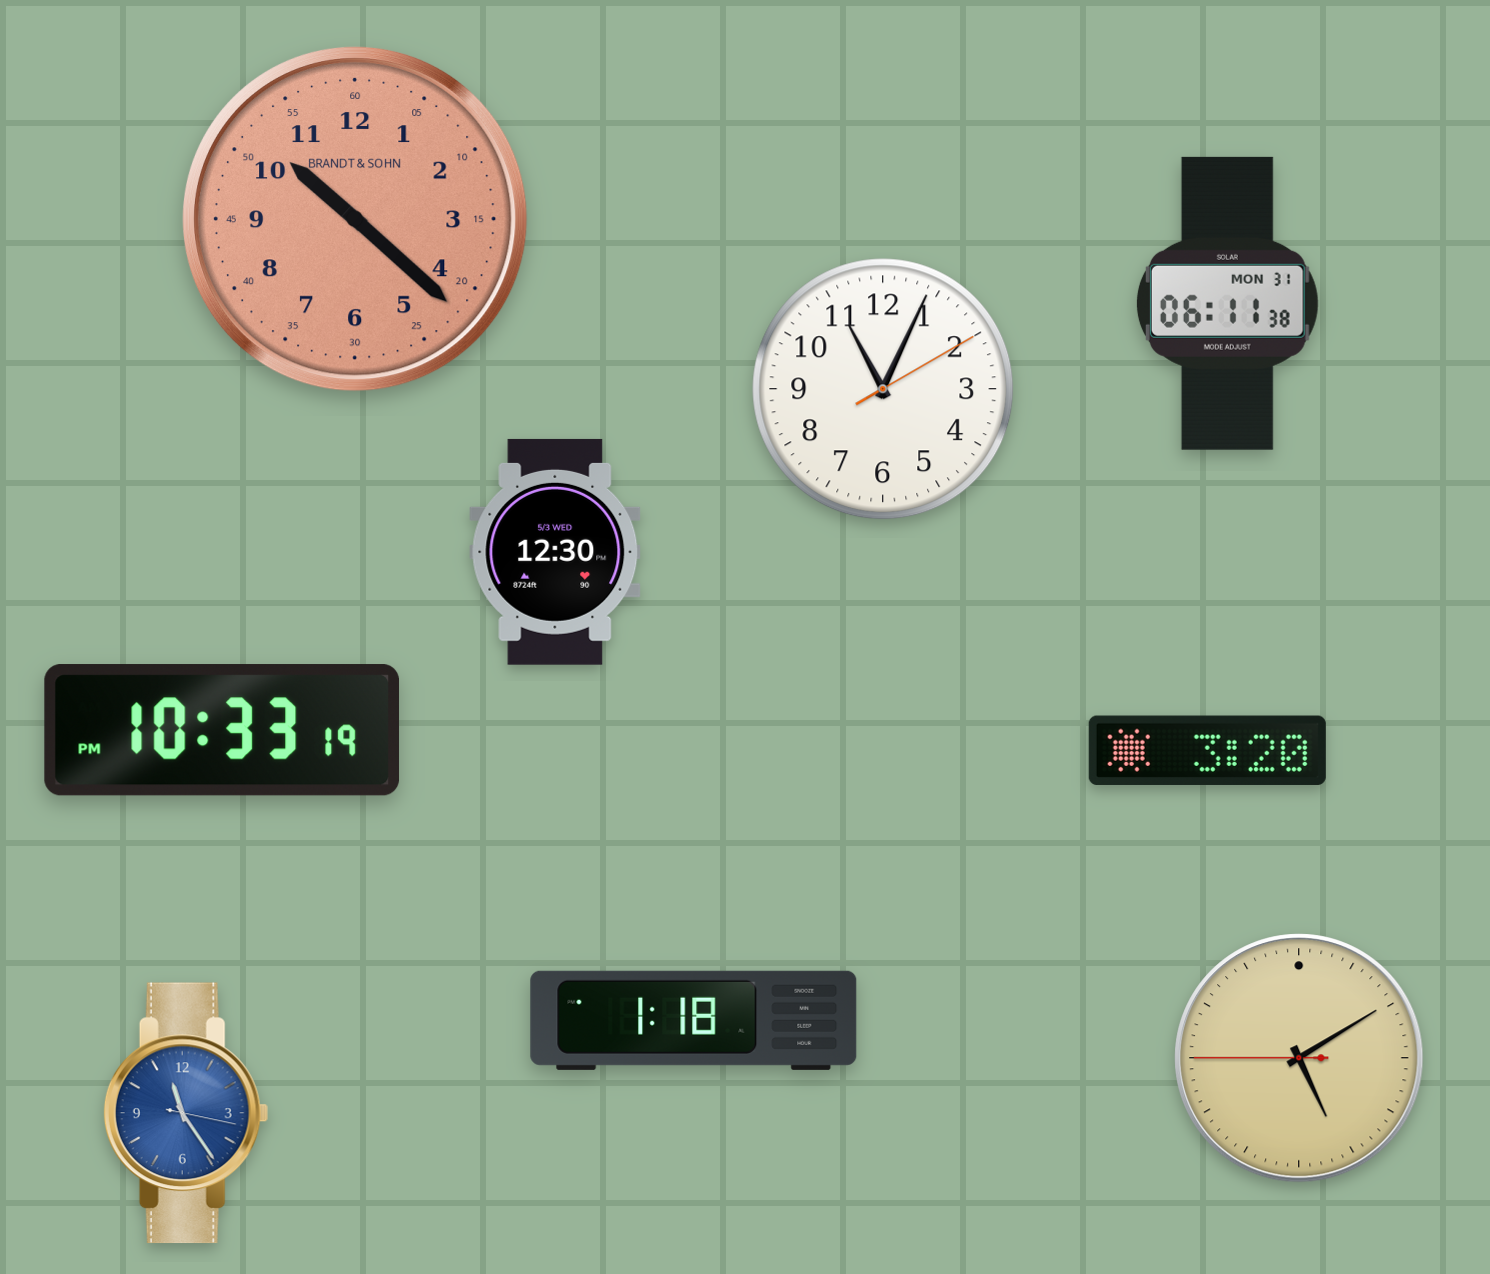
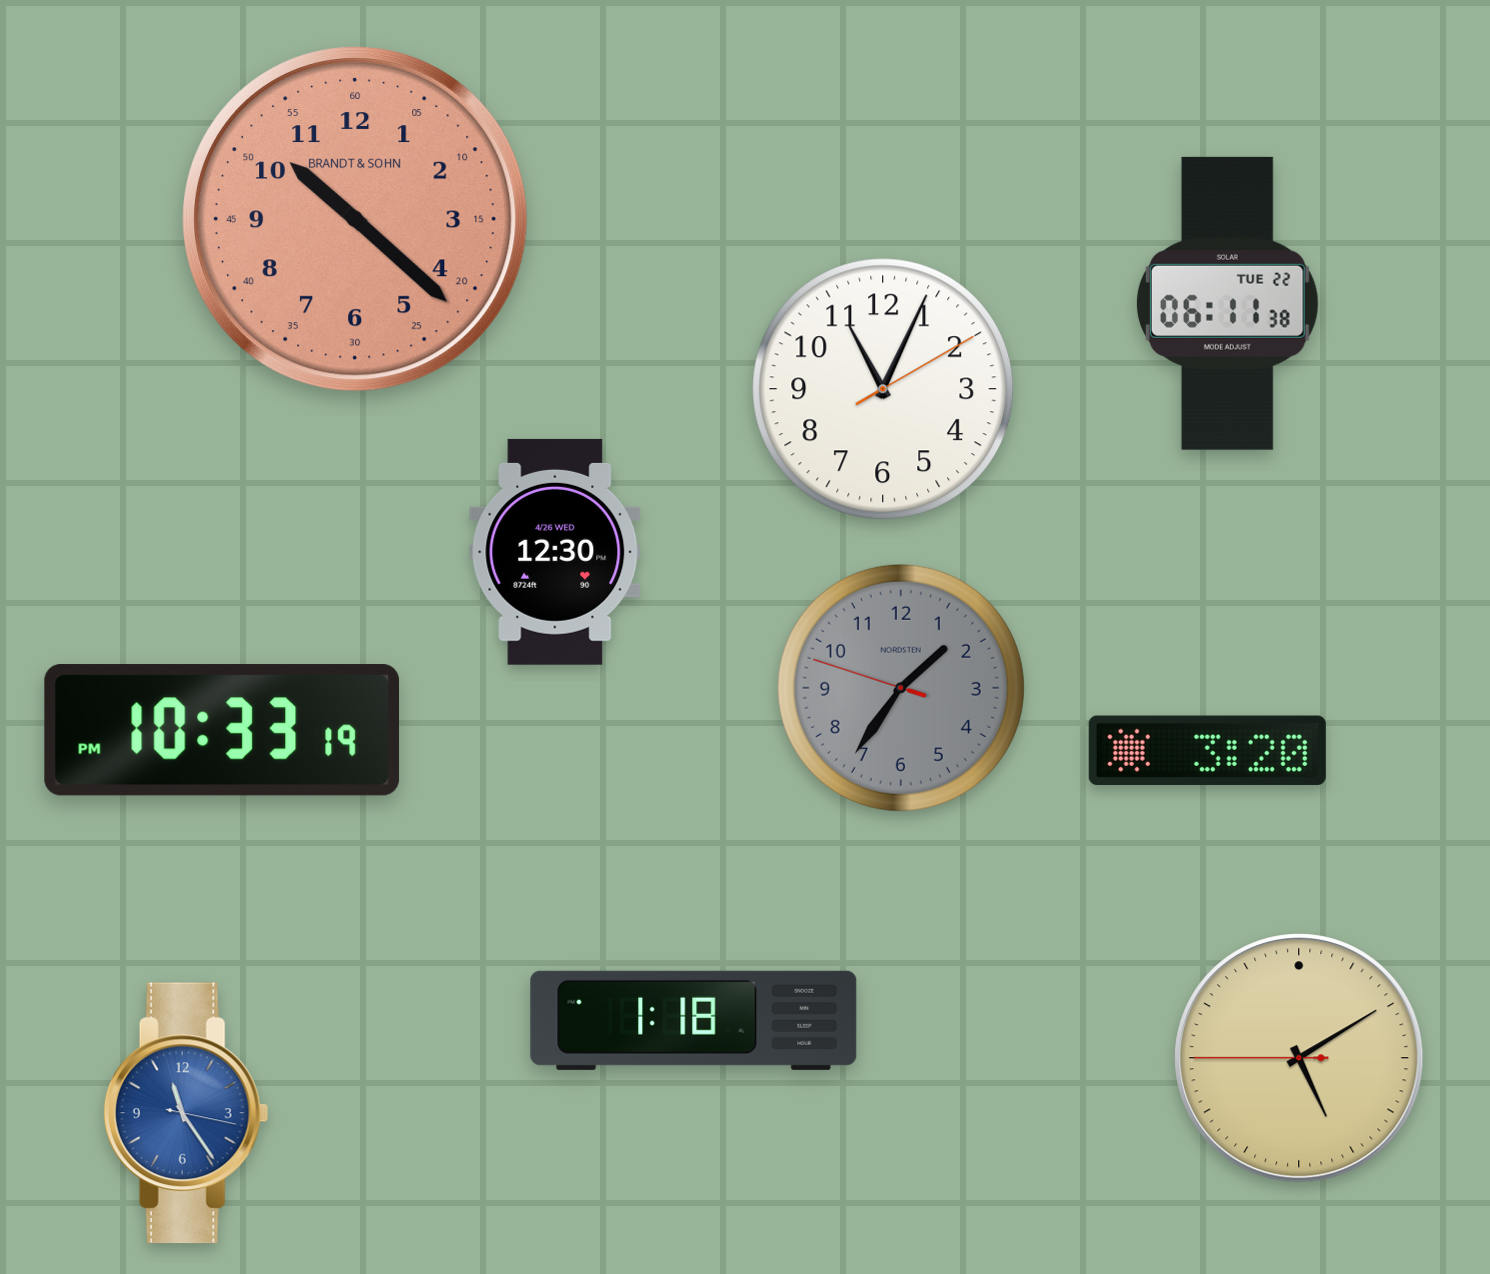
clock at (1227, 303) date: MON 31 -> TUE 22
clock at (555, 552) date: 5/3 WED -> 4/26 WED
clock at (901, 688): none -> 1:35
